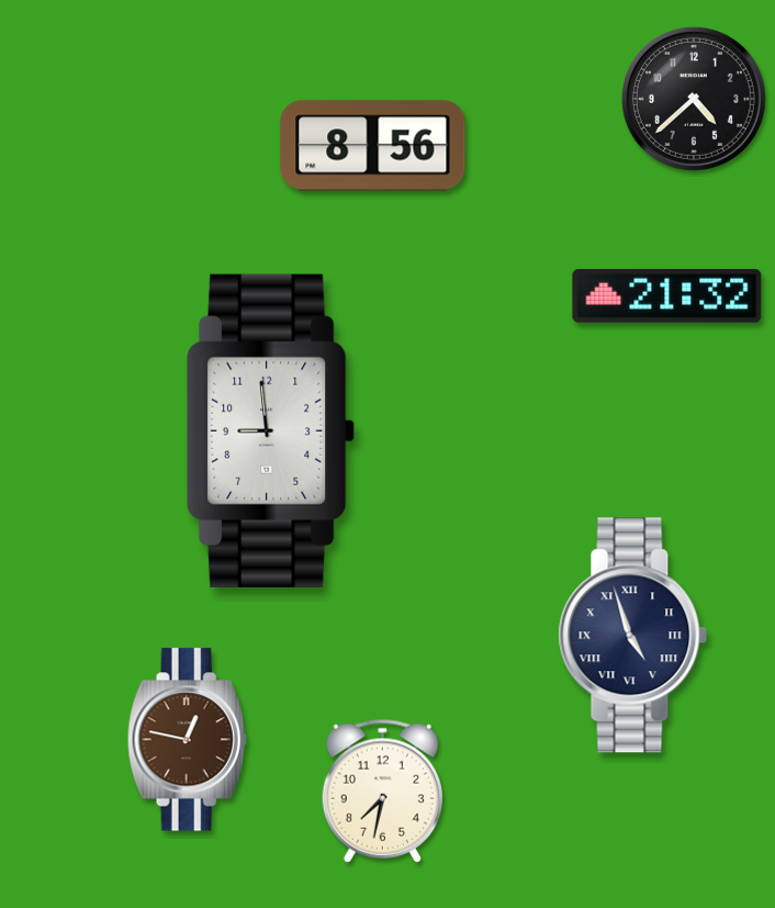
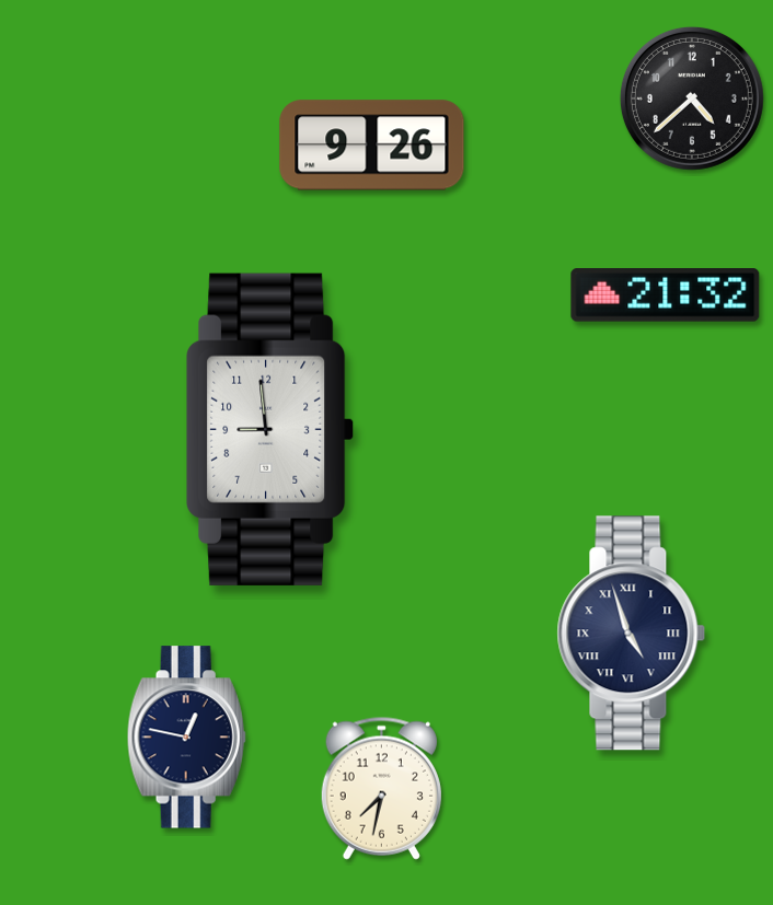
clock at (373, 146): 8:56 -> 9:26
clock at (187, 740) dial: brown -> navy
